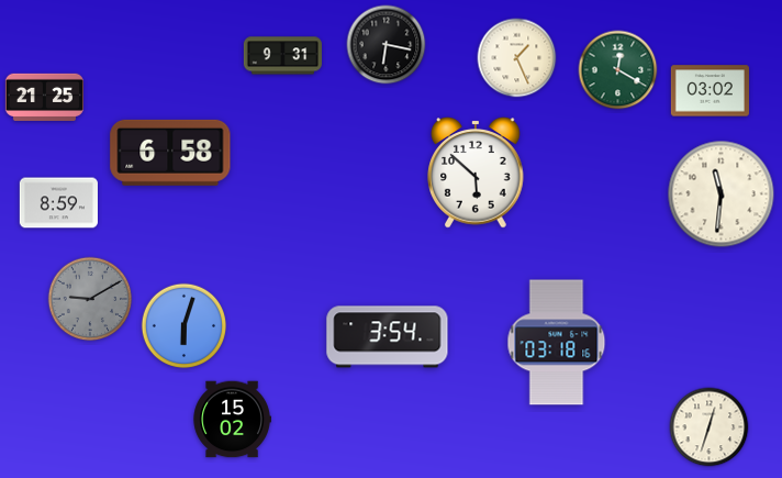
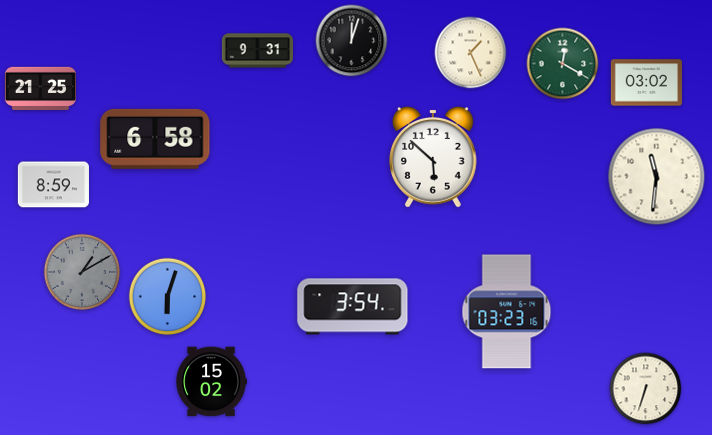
clock at (387, 45): 6:17 -> 12:03
clock at (90, 299): 9:10 -> 1:10
clock at (557, 343): 03:18 -> 03:23
clock at (710, 427): 12:33 -> 6:33
